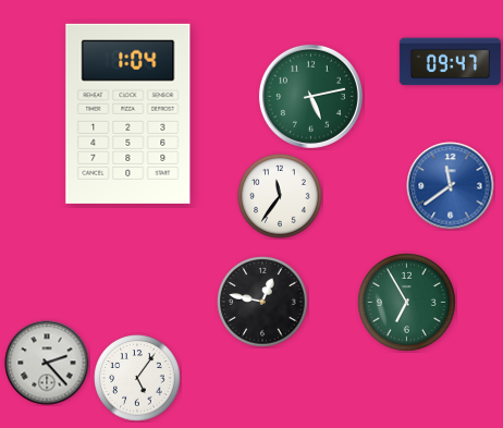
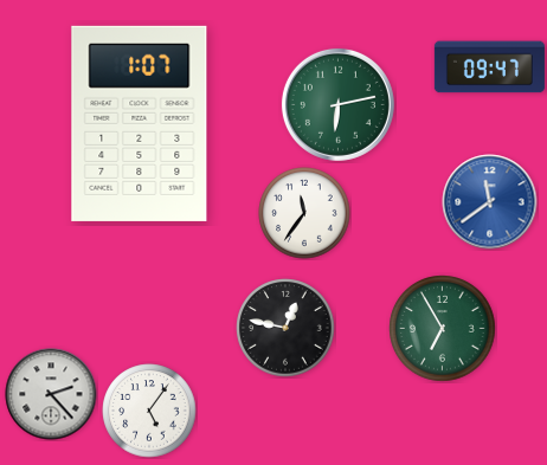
clock at (310, 96): 5:13 -> 6:13
clock at (128, 113): 1:04 -> 1:07
